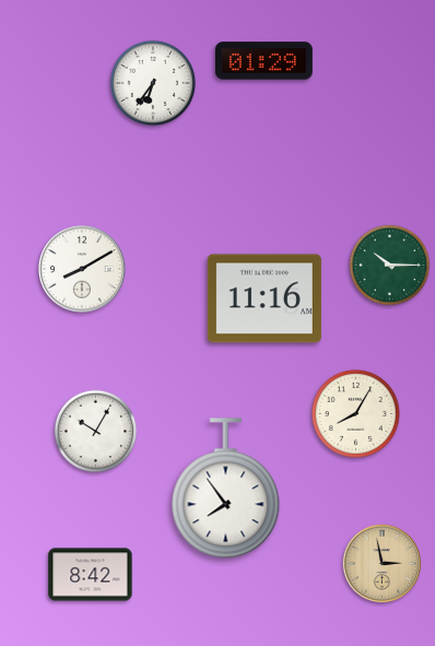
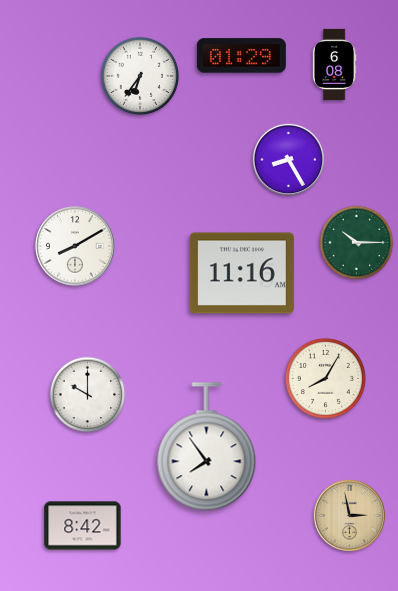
clock at (334, 64): none -> 6:08
clock at (288, 159): none -> 8:25
clock at (96, 432): 10:05 -> 10:00
